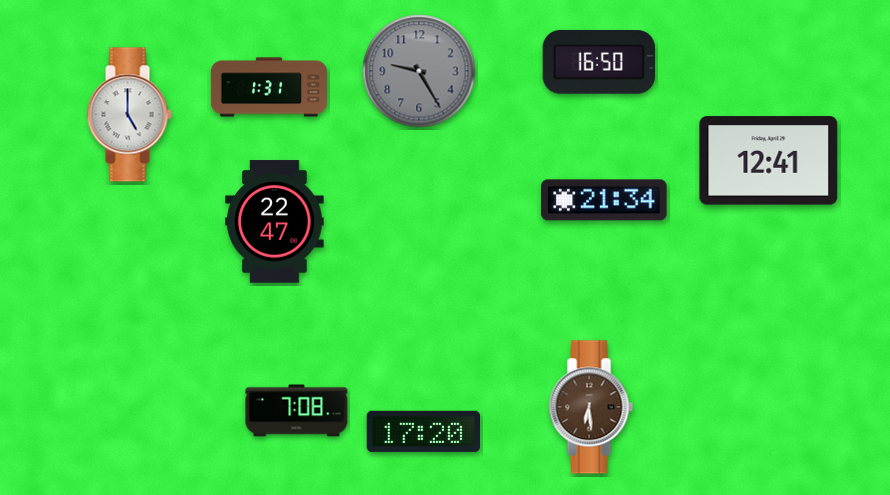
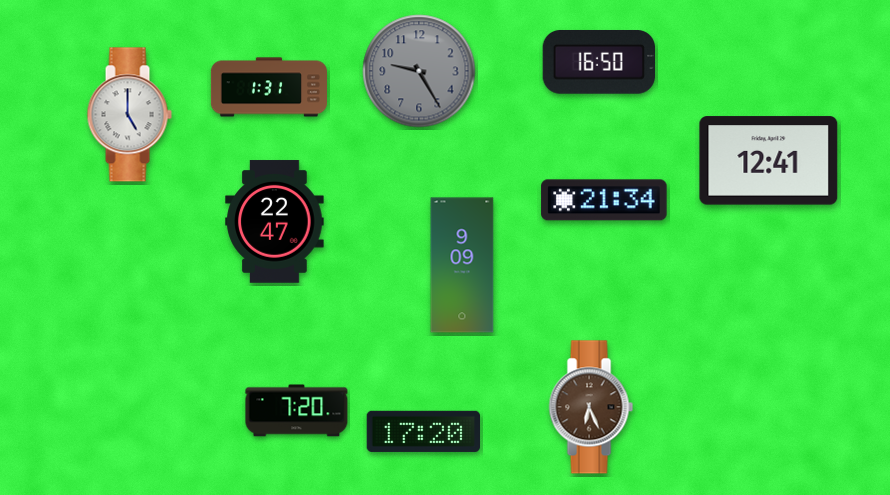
clock at (462, 265): none -> 9:09
clock at (591, 407): 6:29 -> 6:26
clock at (297, 411): 7:08 -> 7:20
